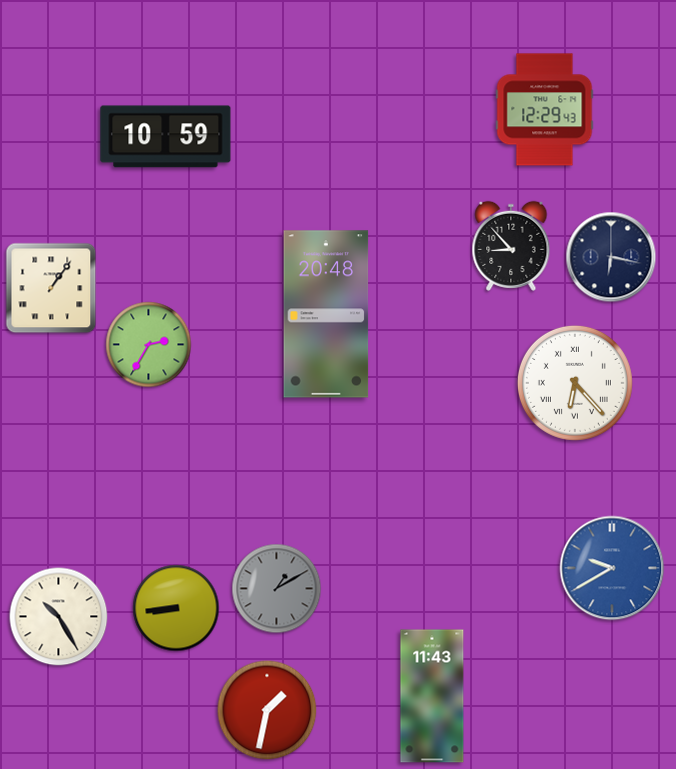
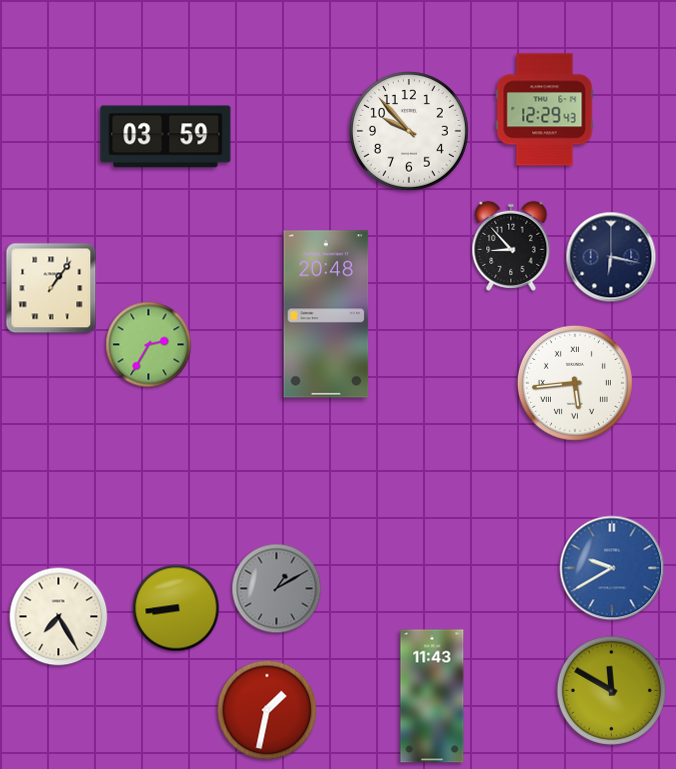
clock at (410, 132): none -> 9:53
clock at (166, 137): 10:59 -> 03:59
clock at (575, 383): 6:23 -> 5:44
clock at (59, 617): 10:25 -> 7:25
clock at (611, 690): none -> 11:50
